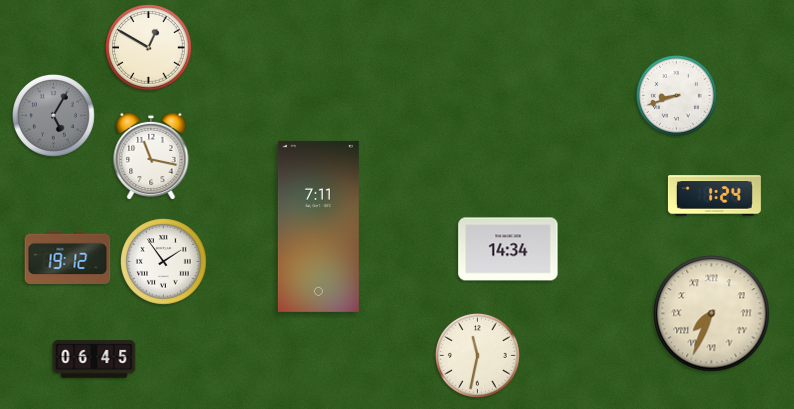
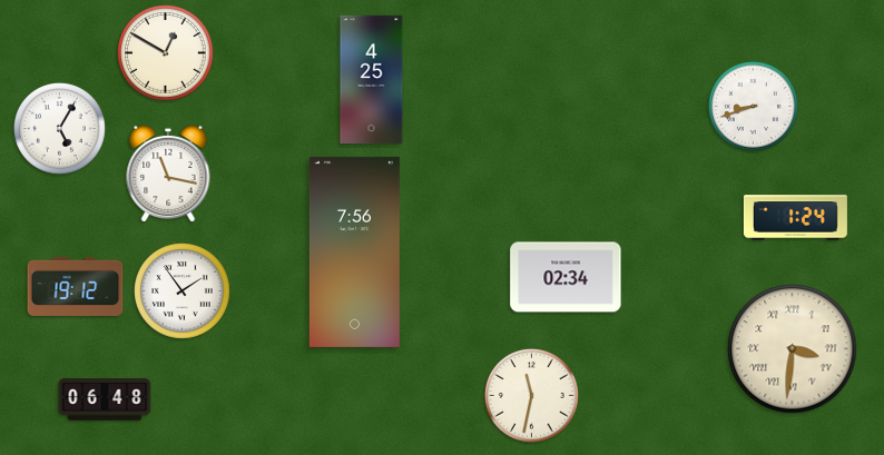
clock at (372, 80): none -> 4:25
clock at (53, 115) dial: grey -> white
clock at (318, 226): 7:11 -> 7:56
clock at (508, 249): 14:34 -> 02:34
clock at (712, 314): 7:34 -> 3:31
clock at (94, 359): 06:45 -> 06:48
